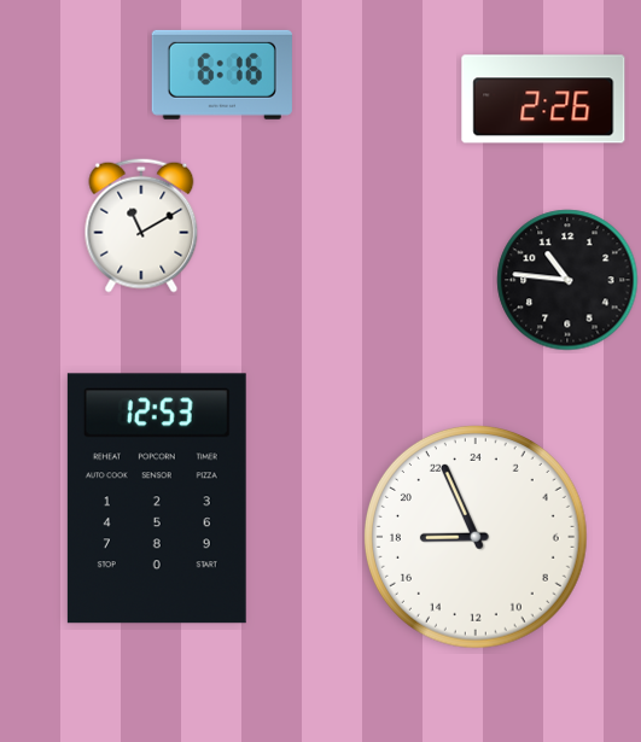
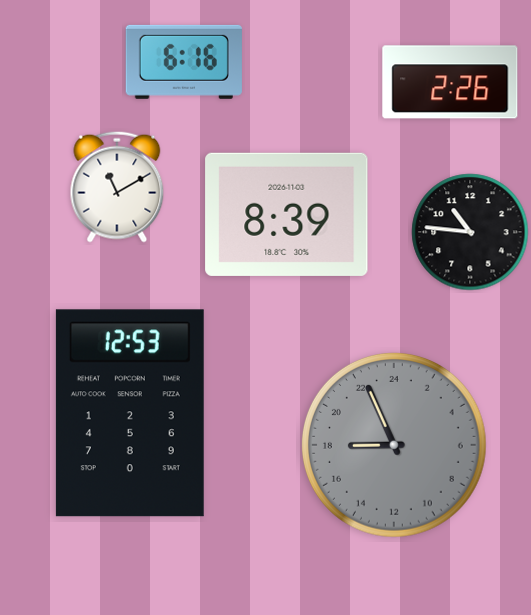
clock at (287, 214): none -> 8:39
clock at (476, 537) dial: white -> grey
